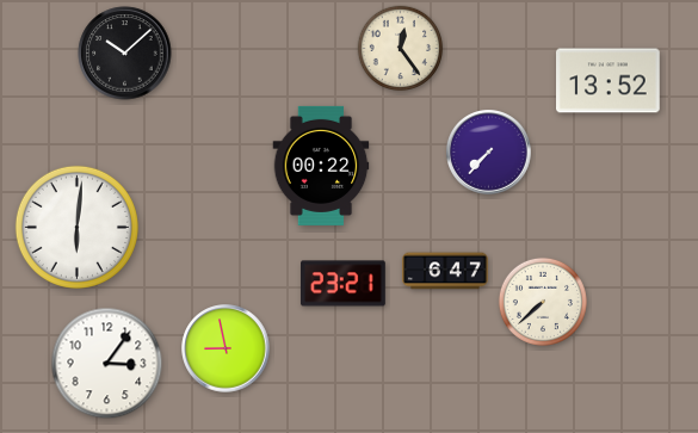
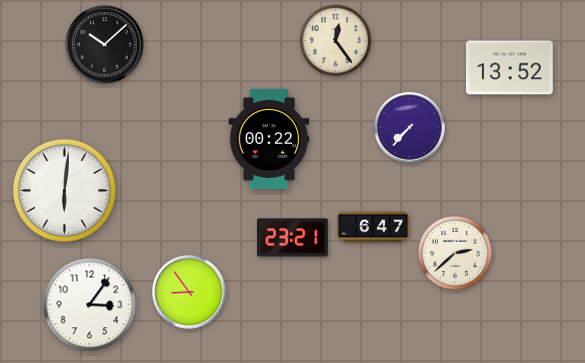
clock at (344, 284) position: (344, 284) -> (293, 238)
clock at (543, 302): 7:38 -> 2:38
clock at (226, 348): 8:58 -> 8:54
